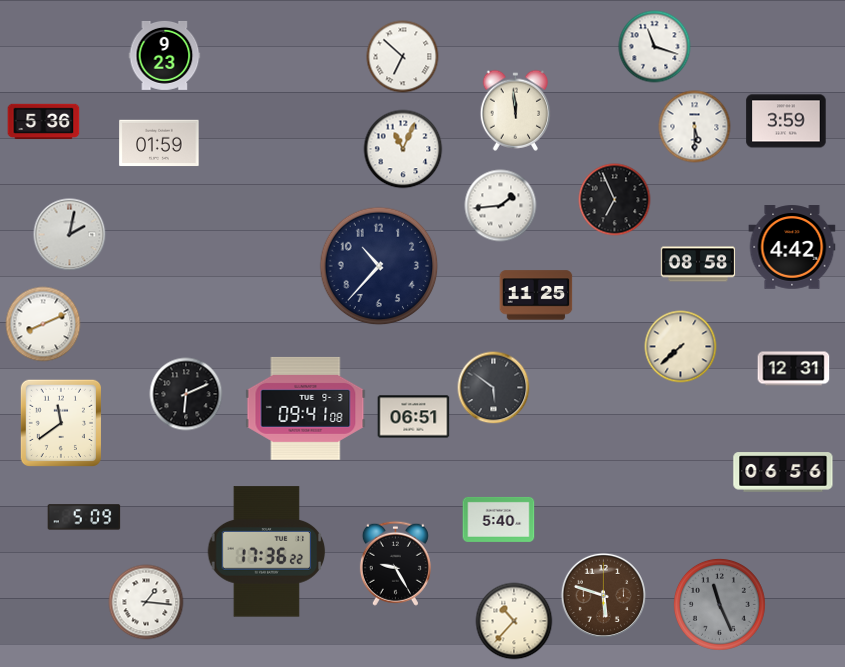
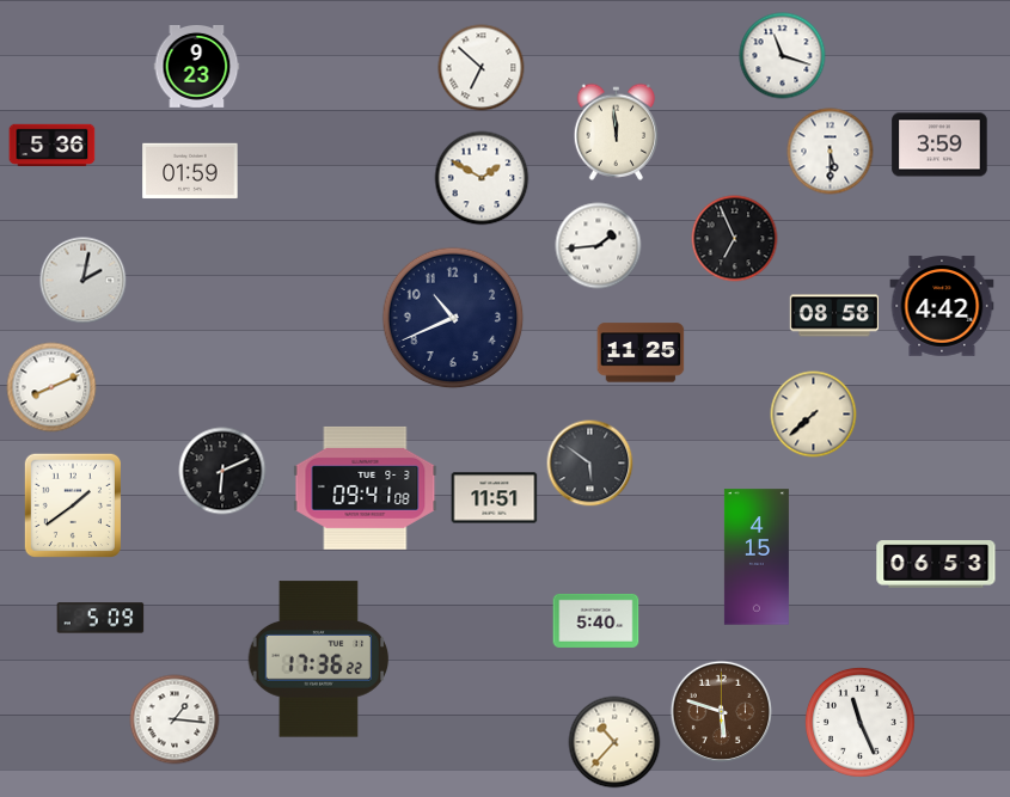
clock at (403, 149): 11:04 -> 1:50
clock at (792, 247) position: (792, 247) -> (942, 306)
clock at (379, 266): 10:37 -> 10:41
clock at (794, 369): 12:31 -> none
clock at (414, 417): 06:51 -> 11:51
clock at (61, 422): 11:39 -> 1:39
clock at (757, 557): none -> 4:15
clock at (783, 472): 06:56 -> 06:53
clock at (395, 563): 9:25 -> none
clock at (719, 604) dial: grey -> white
